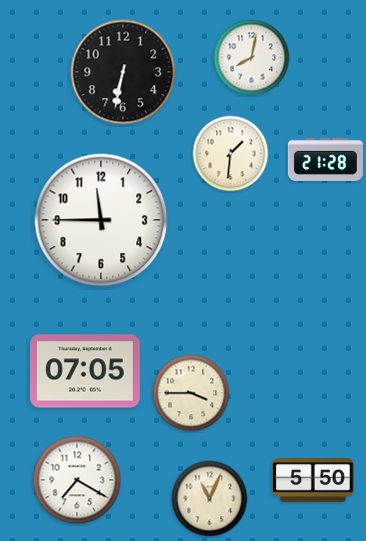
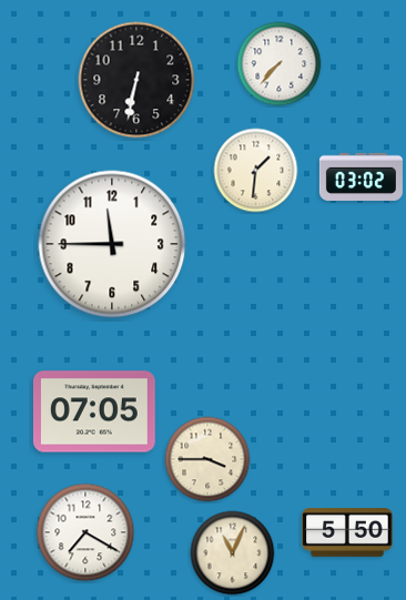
clock at (252, 58): 8:02 -> 7:37
clock at (325, 159): 21:28 -> 03:02
clock at (191, 393) position: (191, 393) -> (207, 459)
